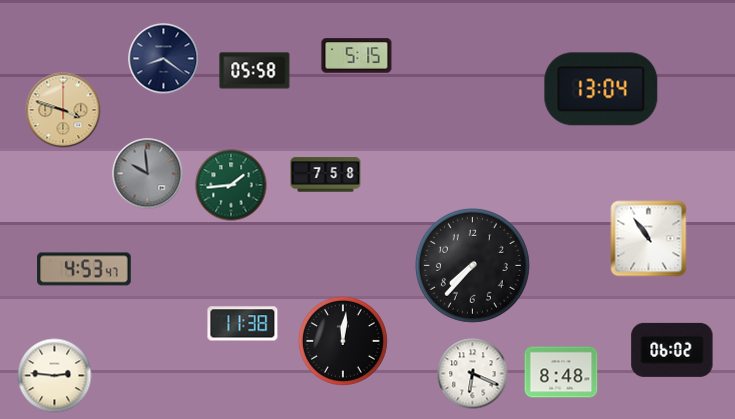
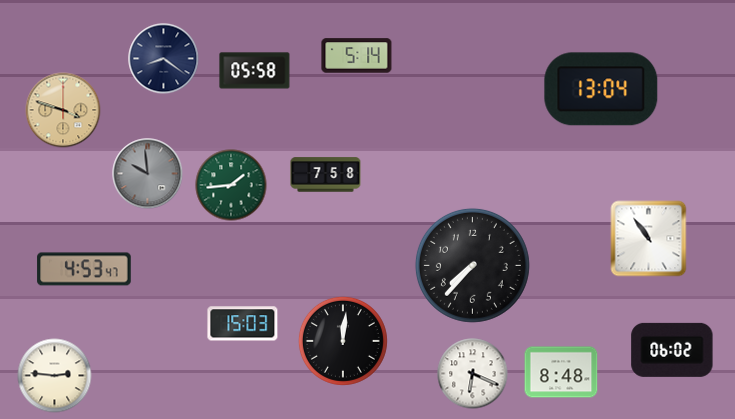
clock at (357, 56): 5:15 -> 5:14
clock at (243, 324): 11:38 -> 15:03
